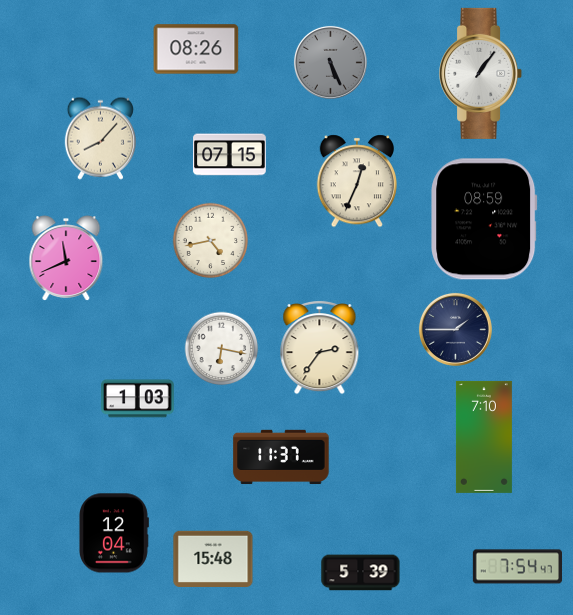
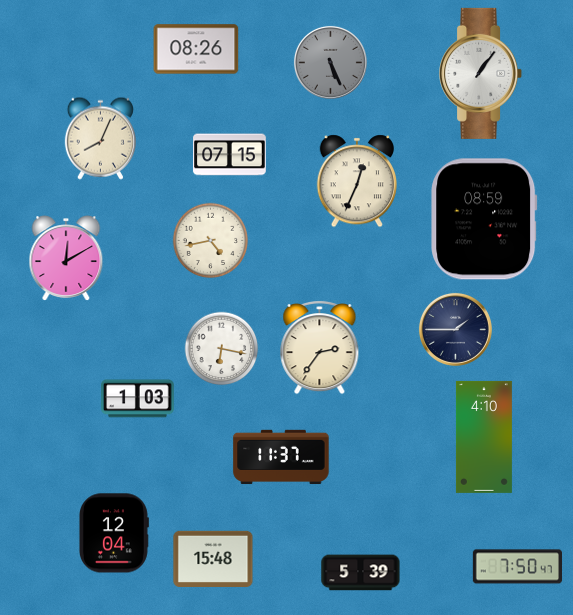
clock at (100, 138): 8:07 -> 8:04
clock at (66, 258): 11:41 -> 12:10
clock at (484, 437): 7:10 -> 4:10
clock at (517, 567): 7:54 -> 7:50
